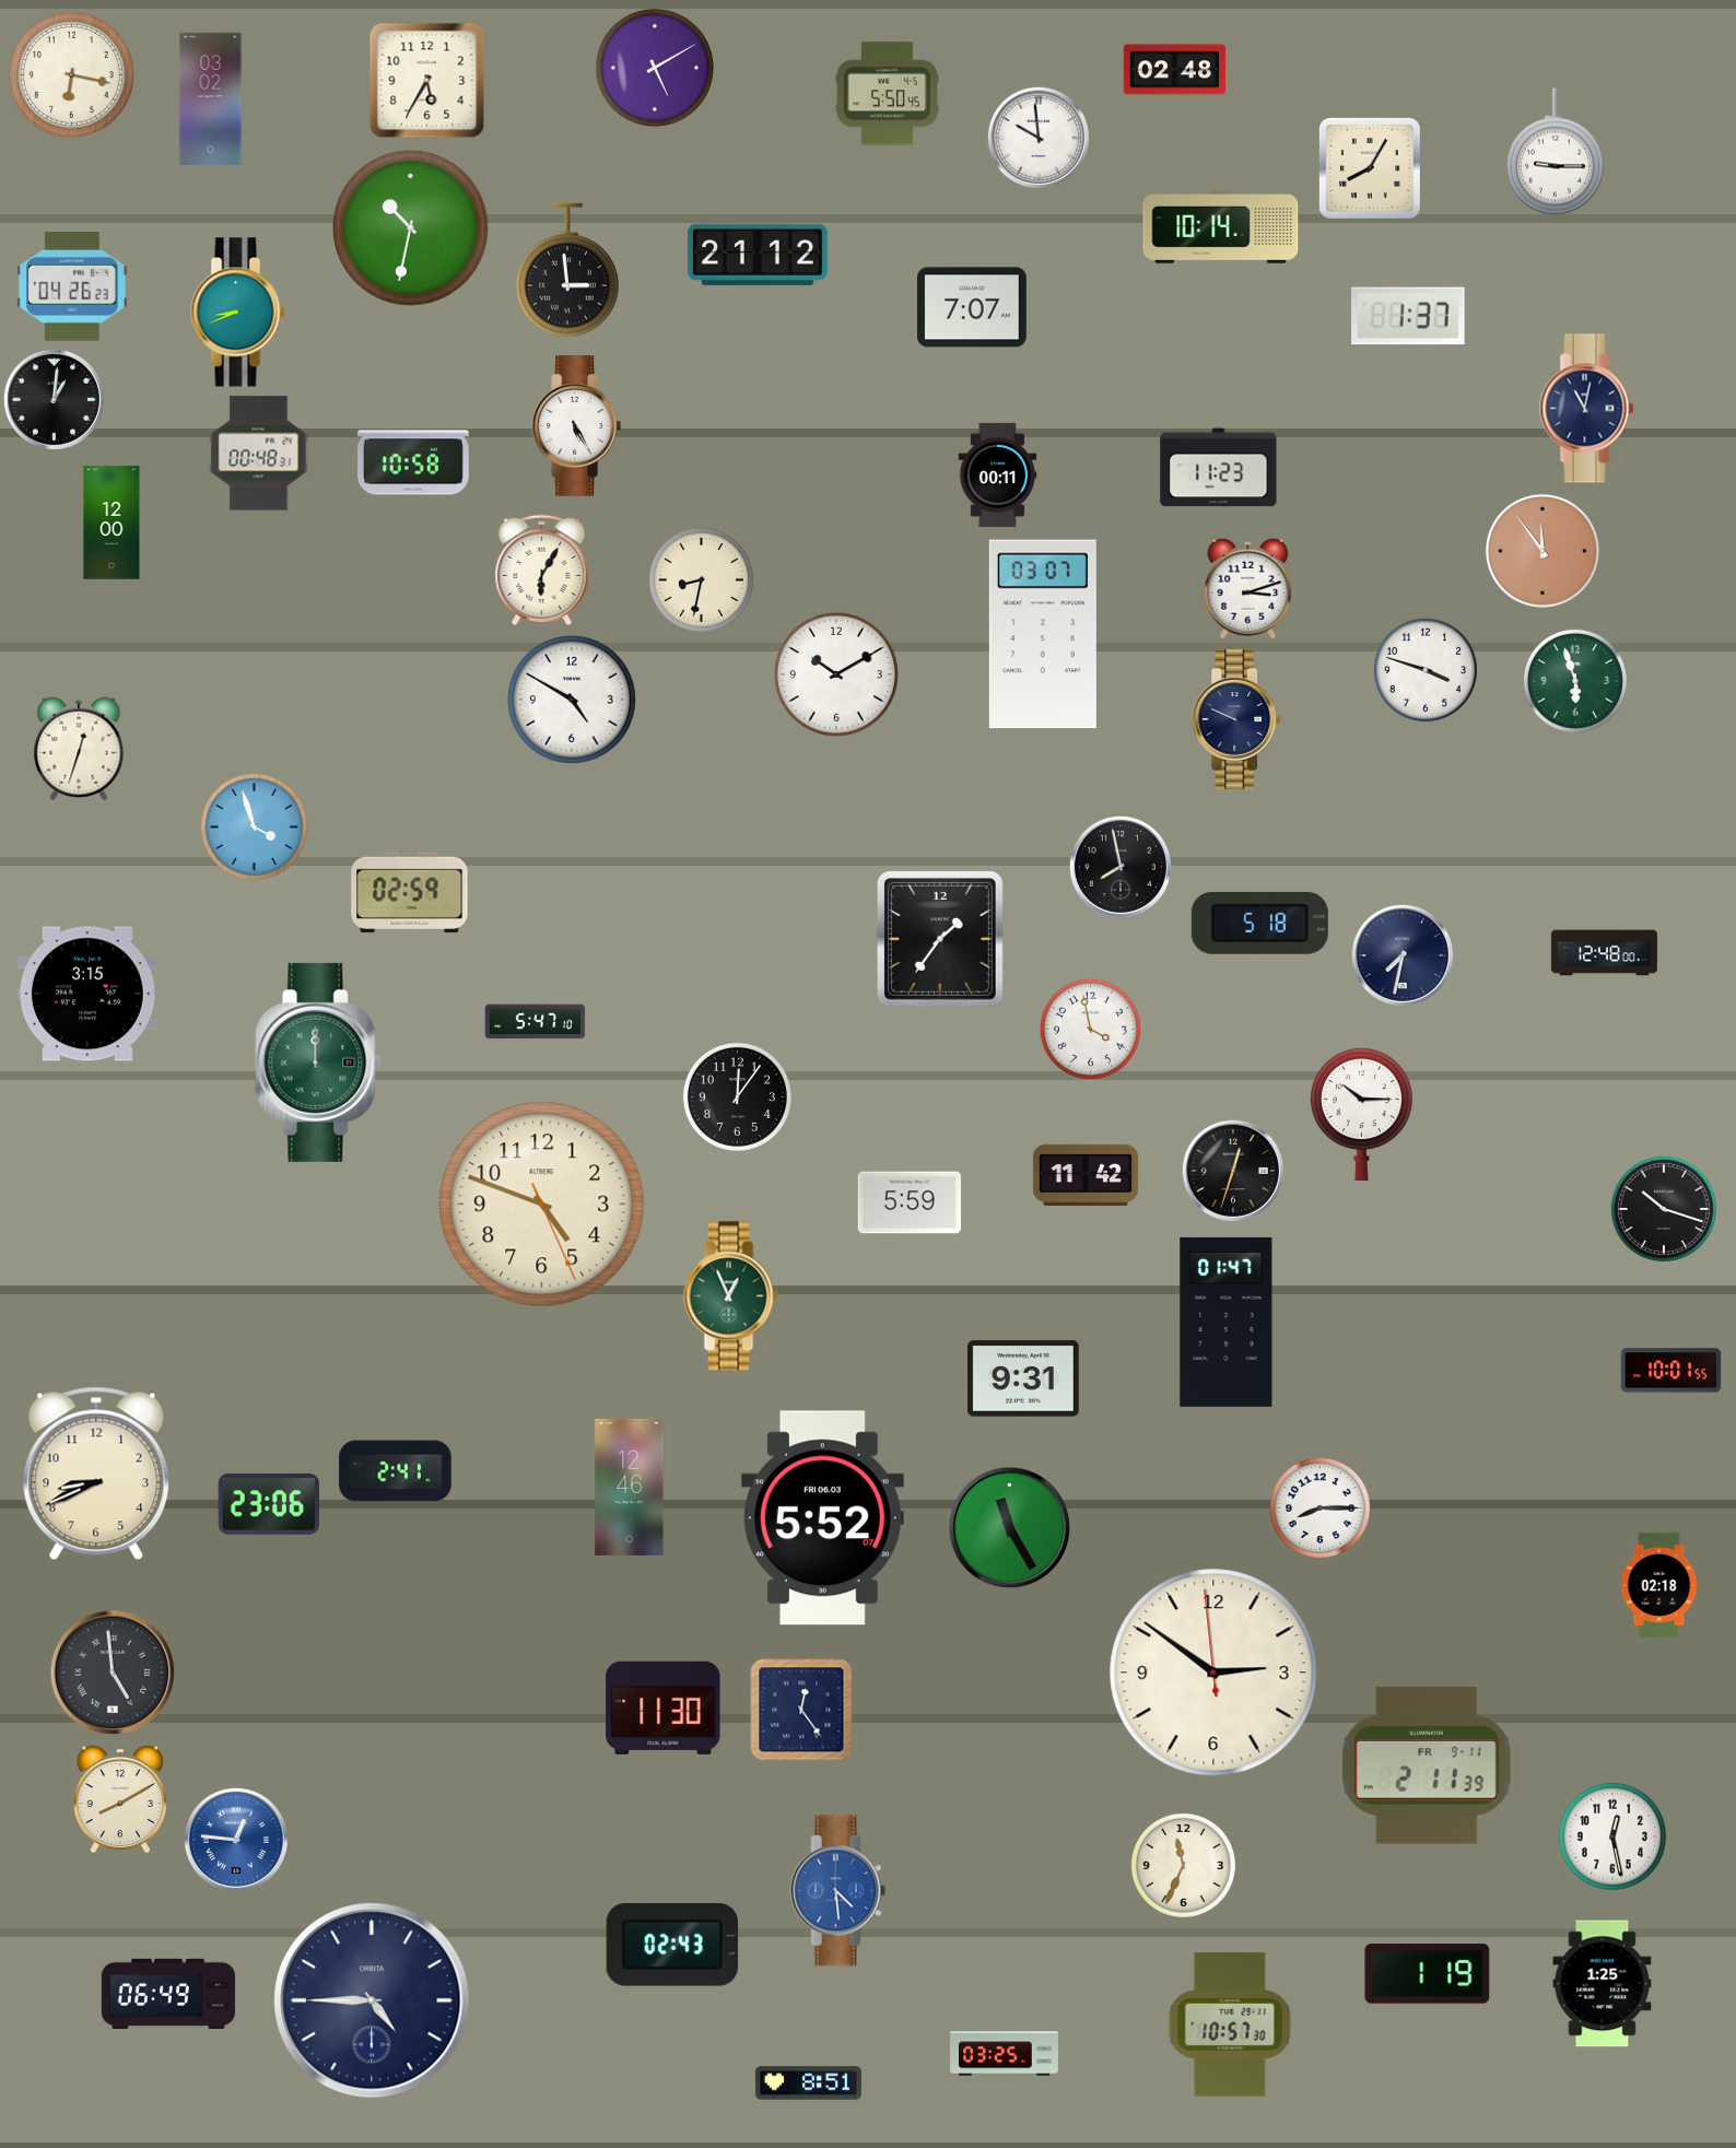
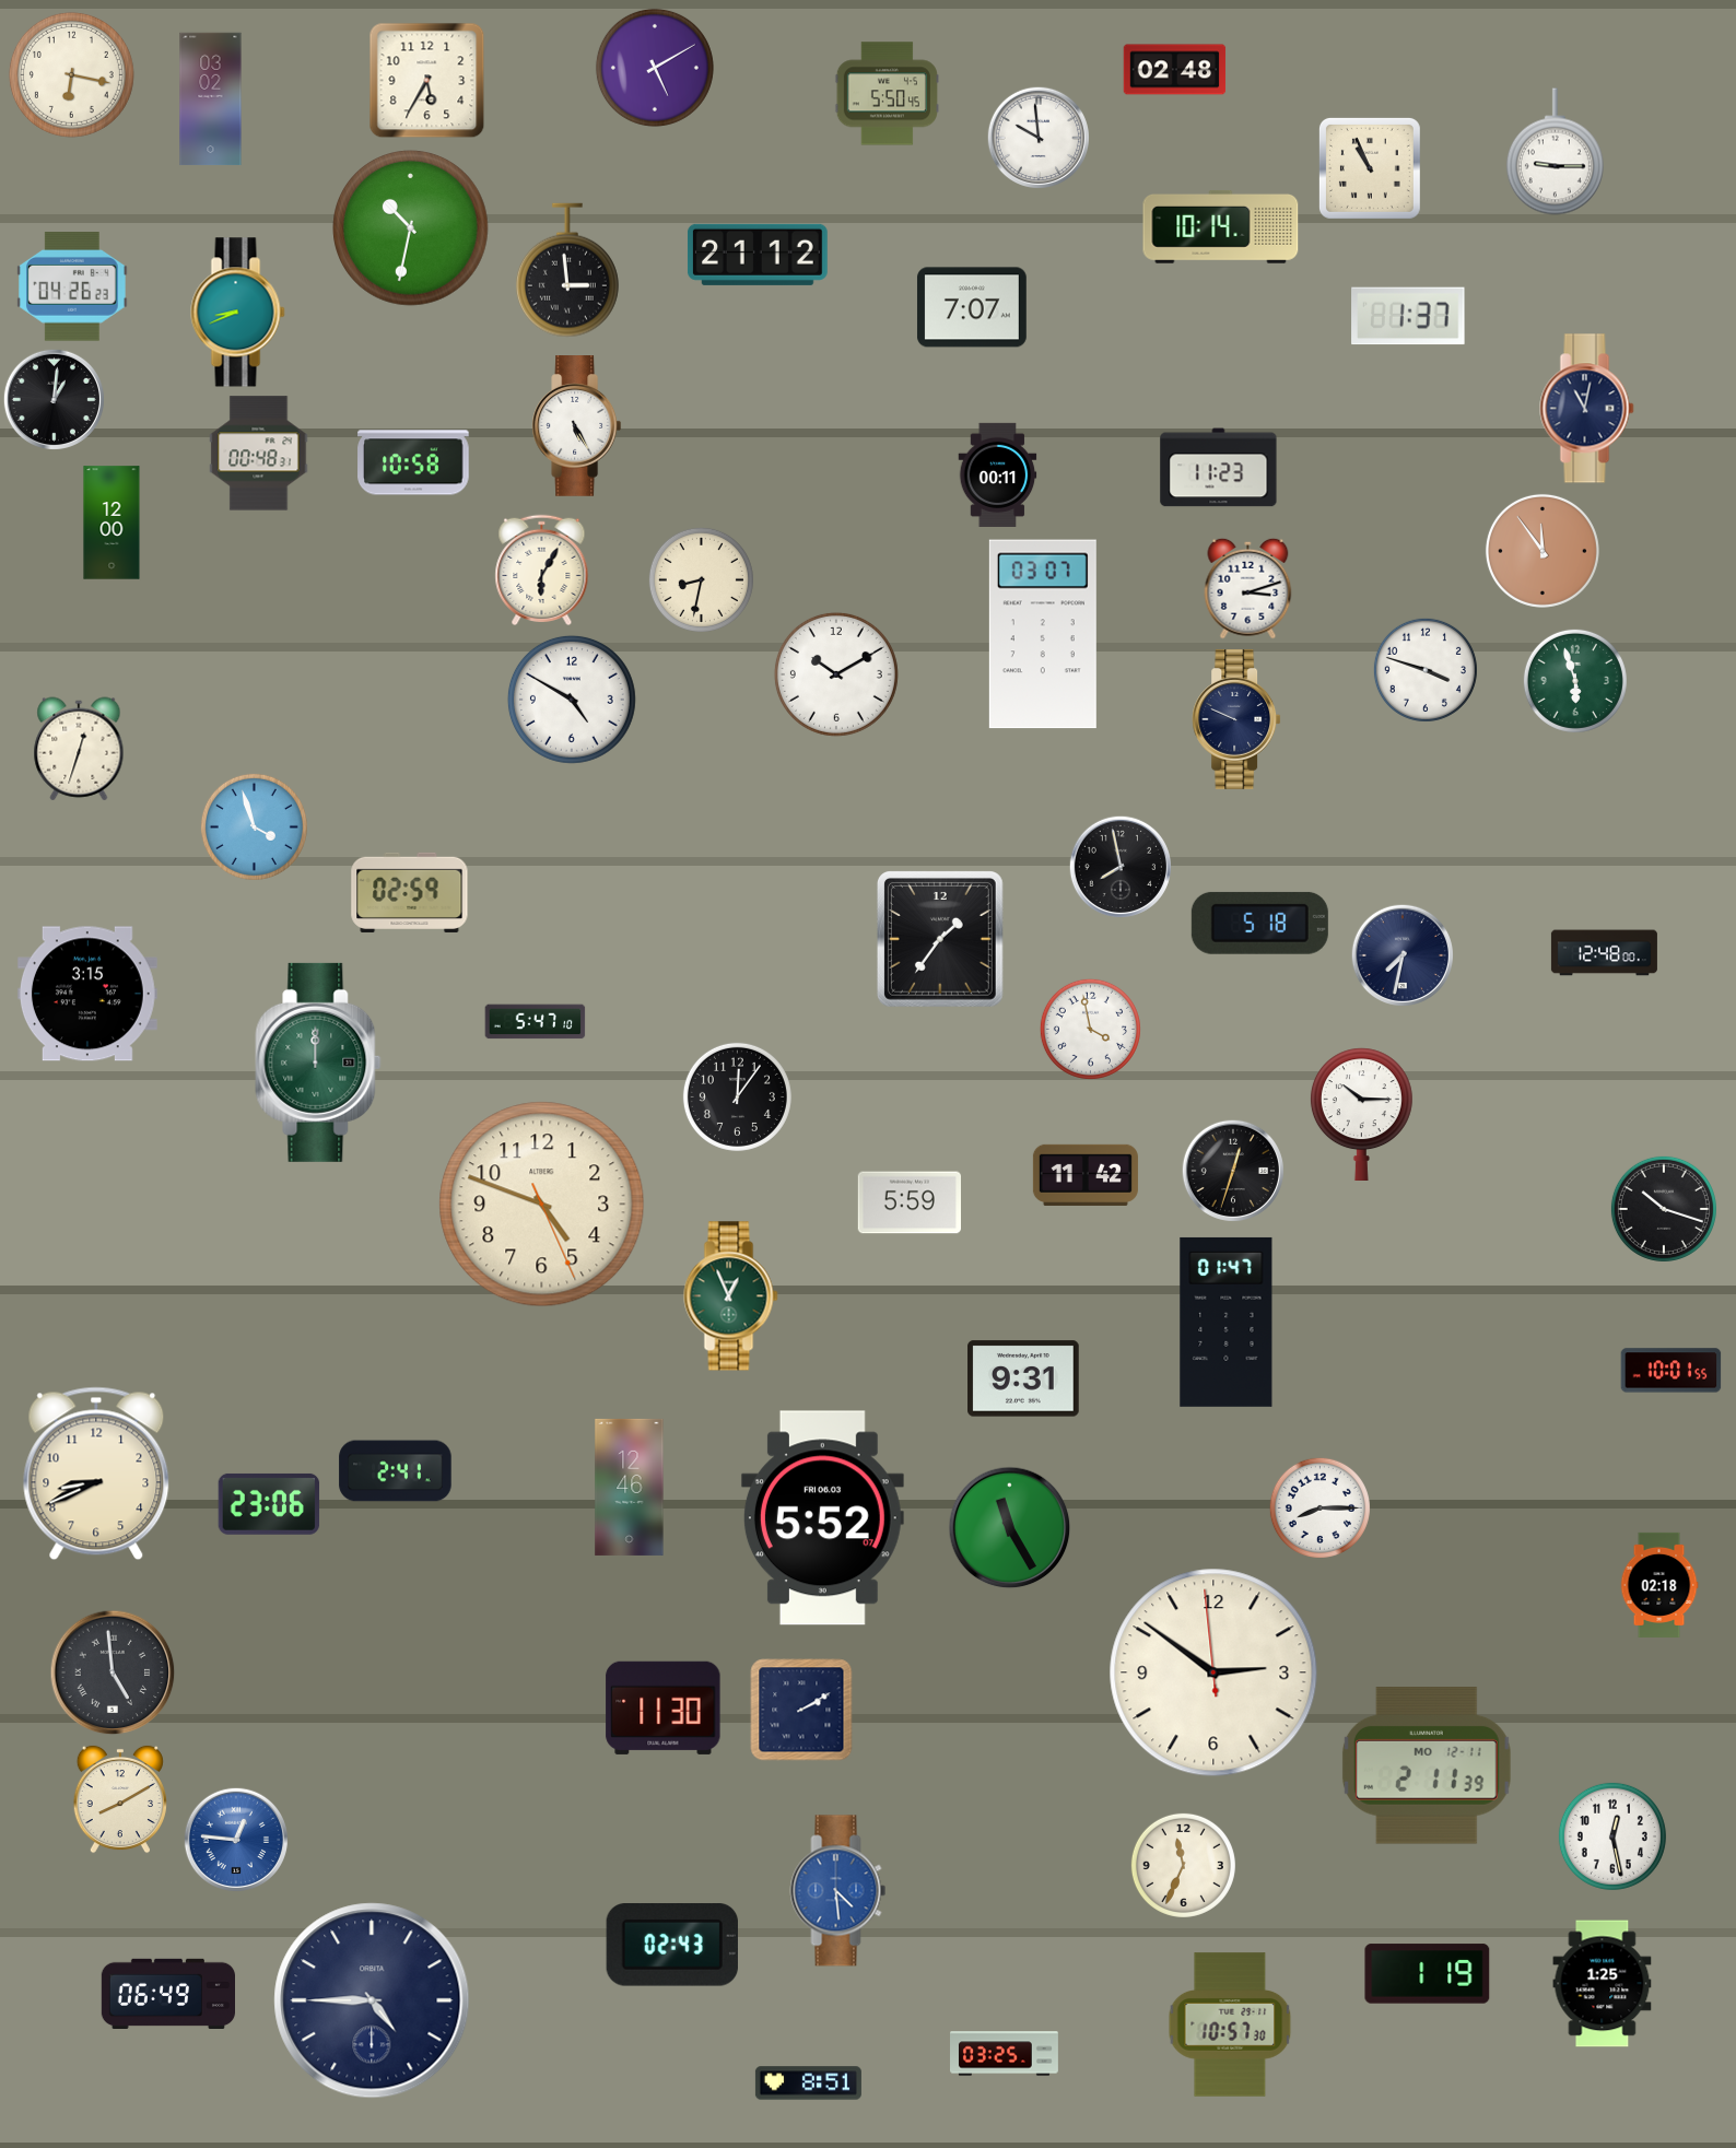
clock at (1370, 168): 8:05 -> 10:56
clock at (801, 1710): 12:24 -> 2:10
clock at (1427, 1765) date: FR 9-11 -> MO 12-11
